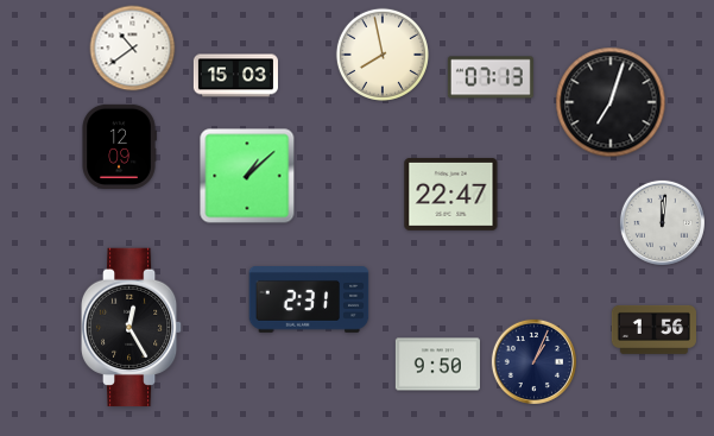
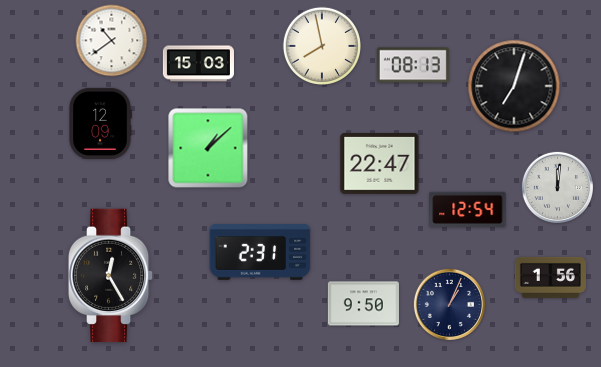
clock at (491, 77): 07:13 -> 08:13
clock at (468, 209): none -> 12:54
clock at (437, 365) position: (437, 365) -> (363, 304)
